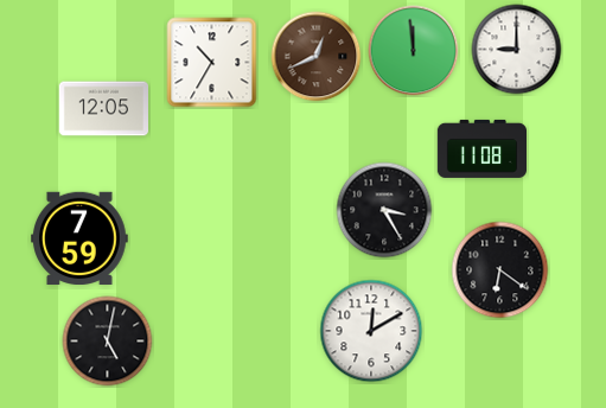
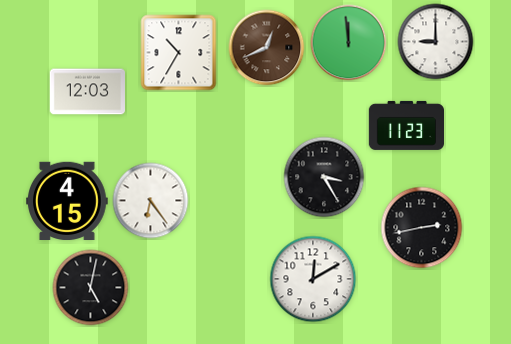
clock at (103, 109): 12:05 -> 12:03
clock at (481, 148): 11:08 -> 11:23
clock at (81, 238): 7:59 -> 4:15
clock at (151, 201): none -> 6:24
clock at (500, 270): 6:21 -> 2:43
